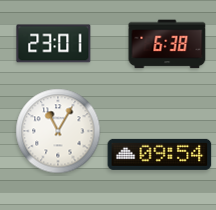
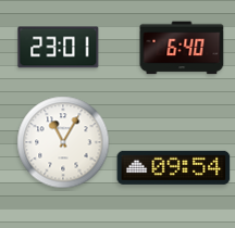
clock at (167, 44): 6:38 -> 6:40
